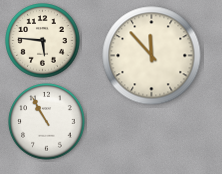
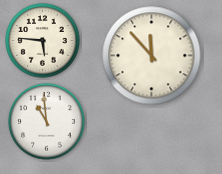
clock at (47, 122): 10:55 -> 10:59
